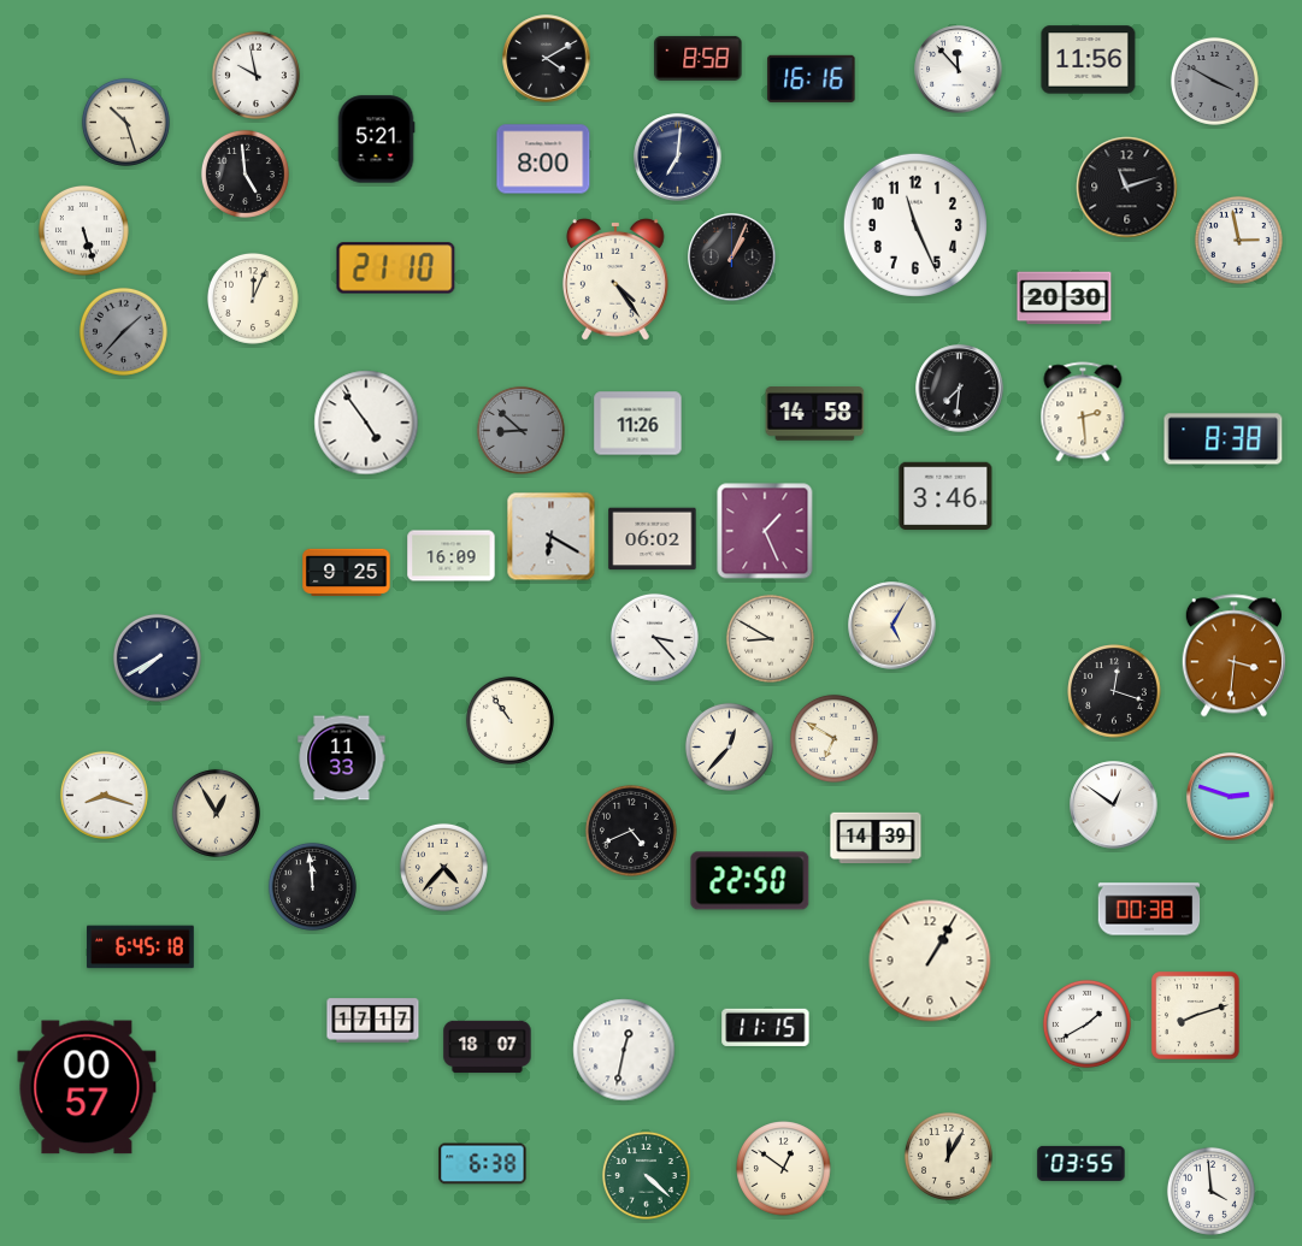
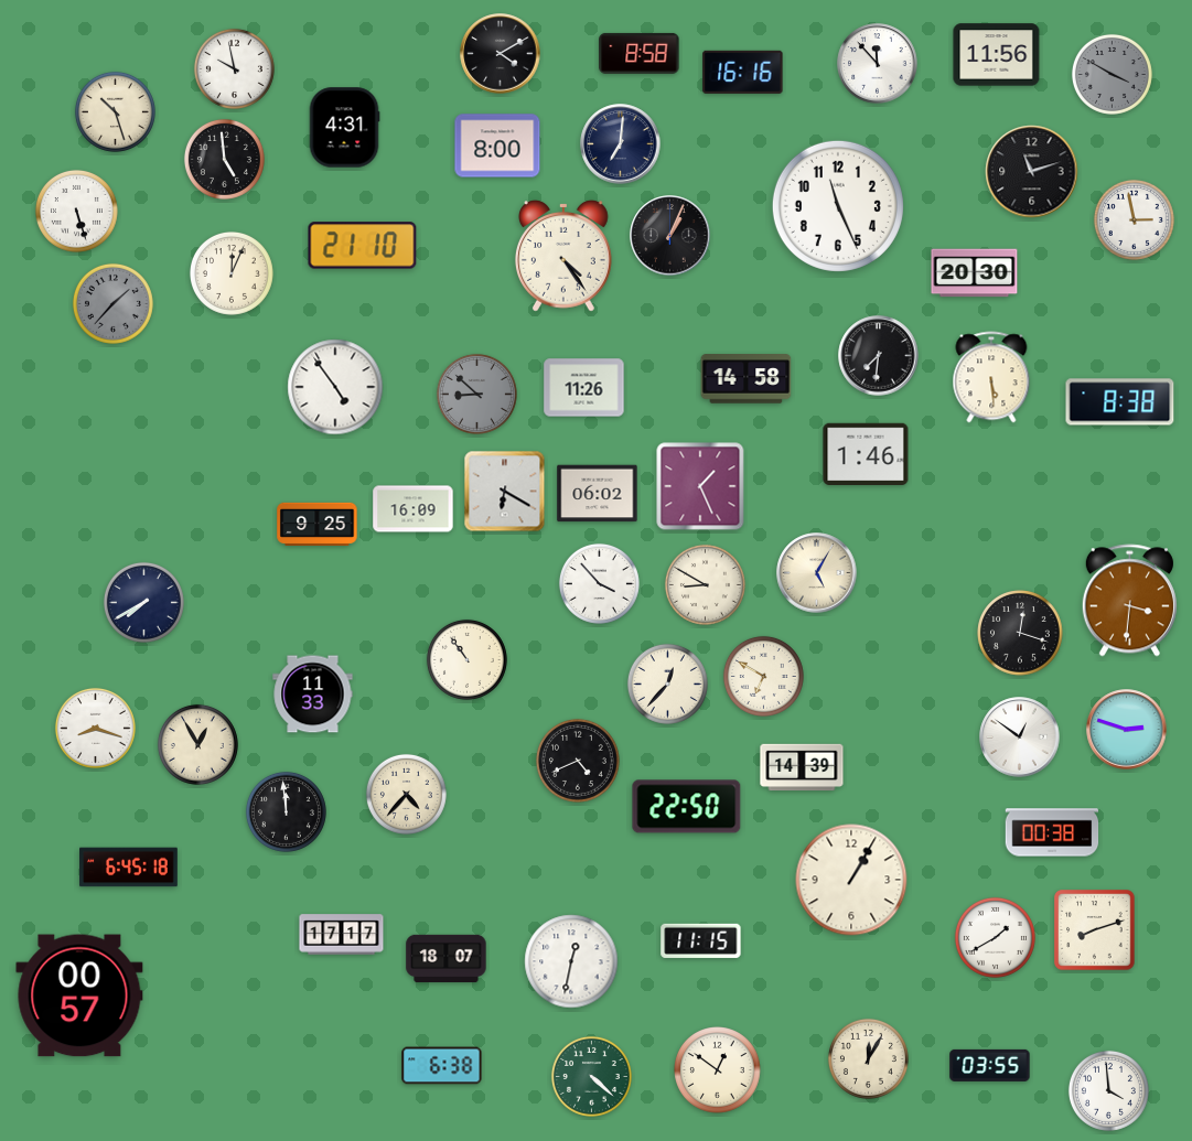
clock at (376, 140): 5:21 -> 4:31
clock at (1083, 412): 2:29 -> 5:29
clock at (945, 495): 3:46 -> 1:46
clock at (654, 637): 3:23 -> 3:53
